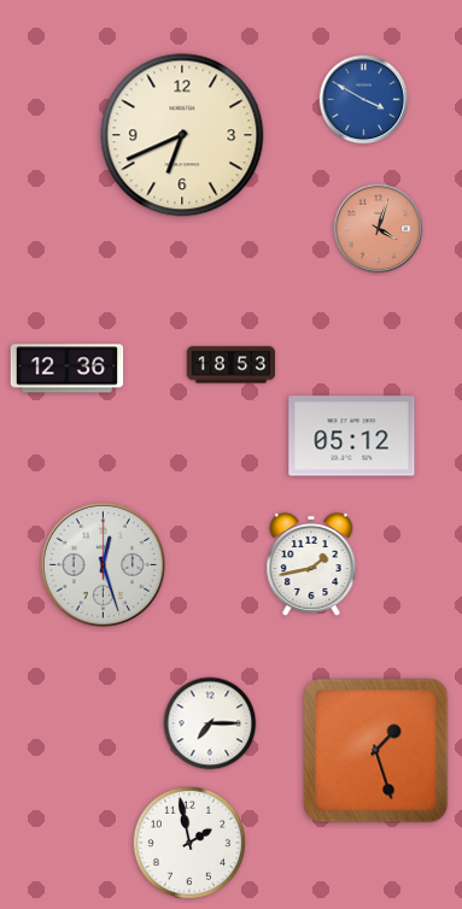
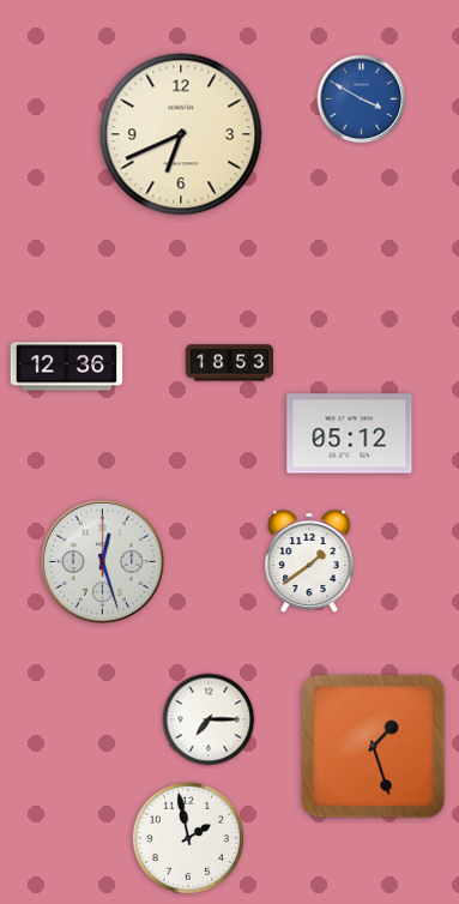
clock at (379, 229): 4:03 -> none
clock at (311, 564): 1:43 -> 1:39
